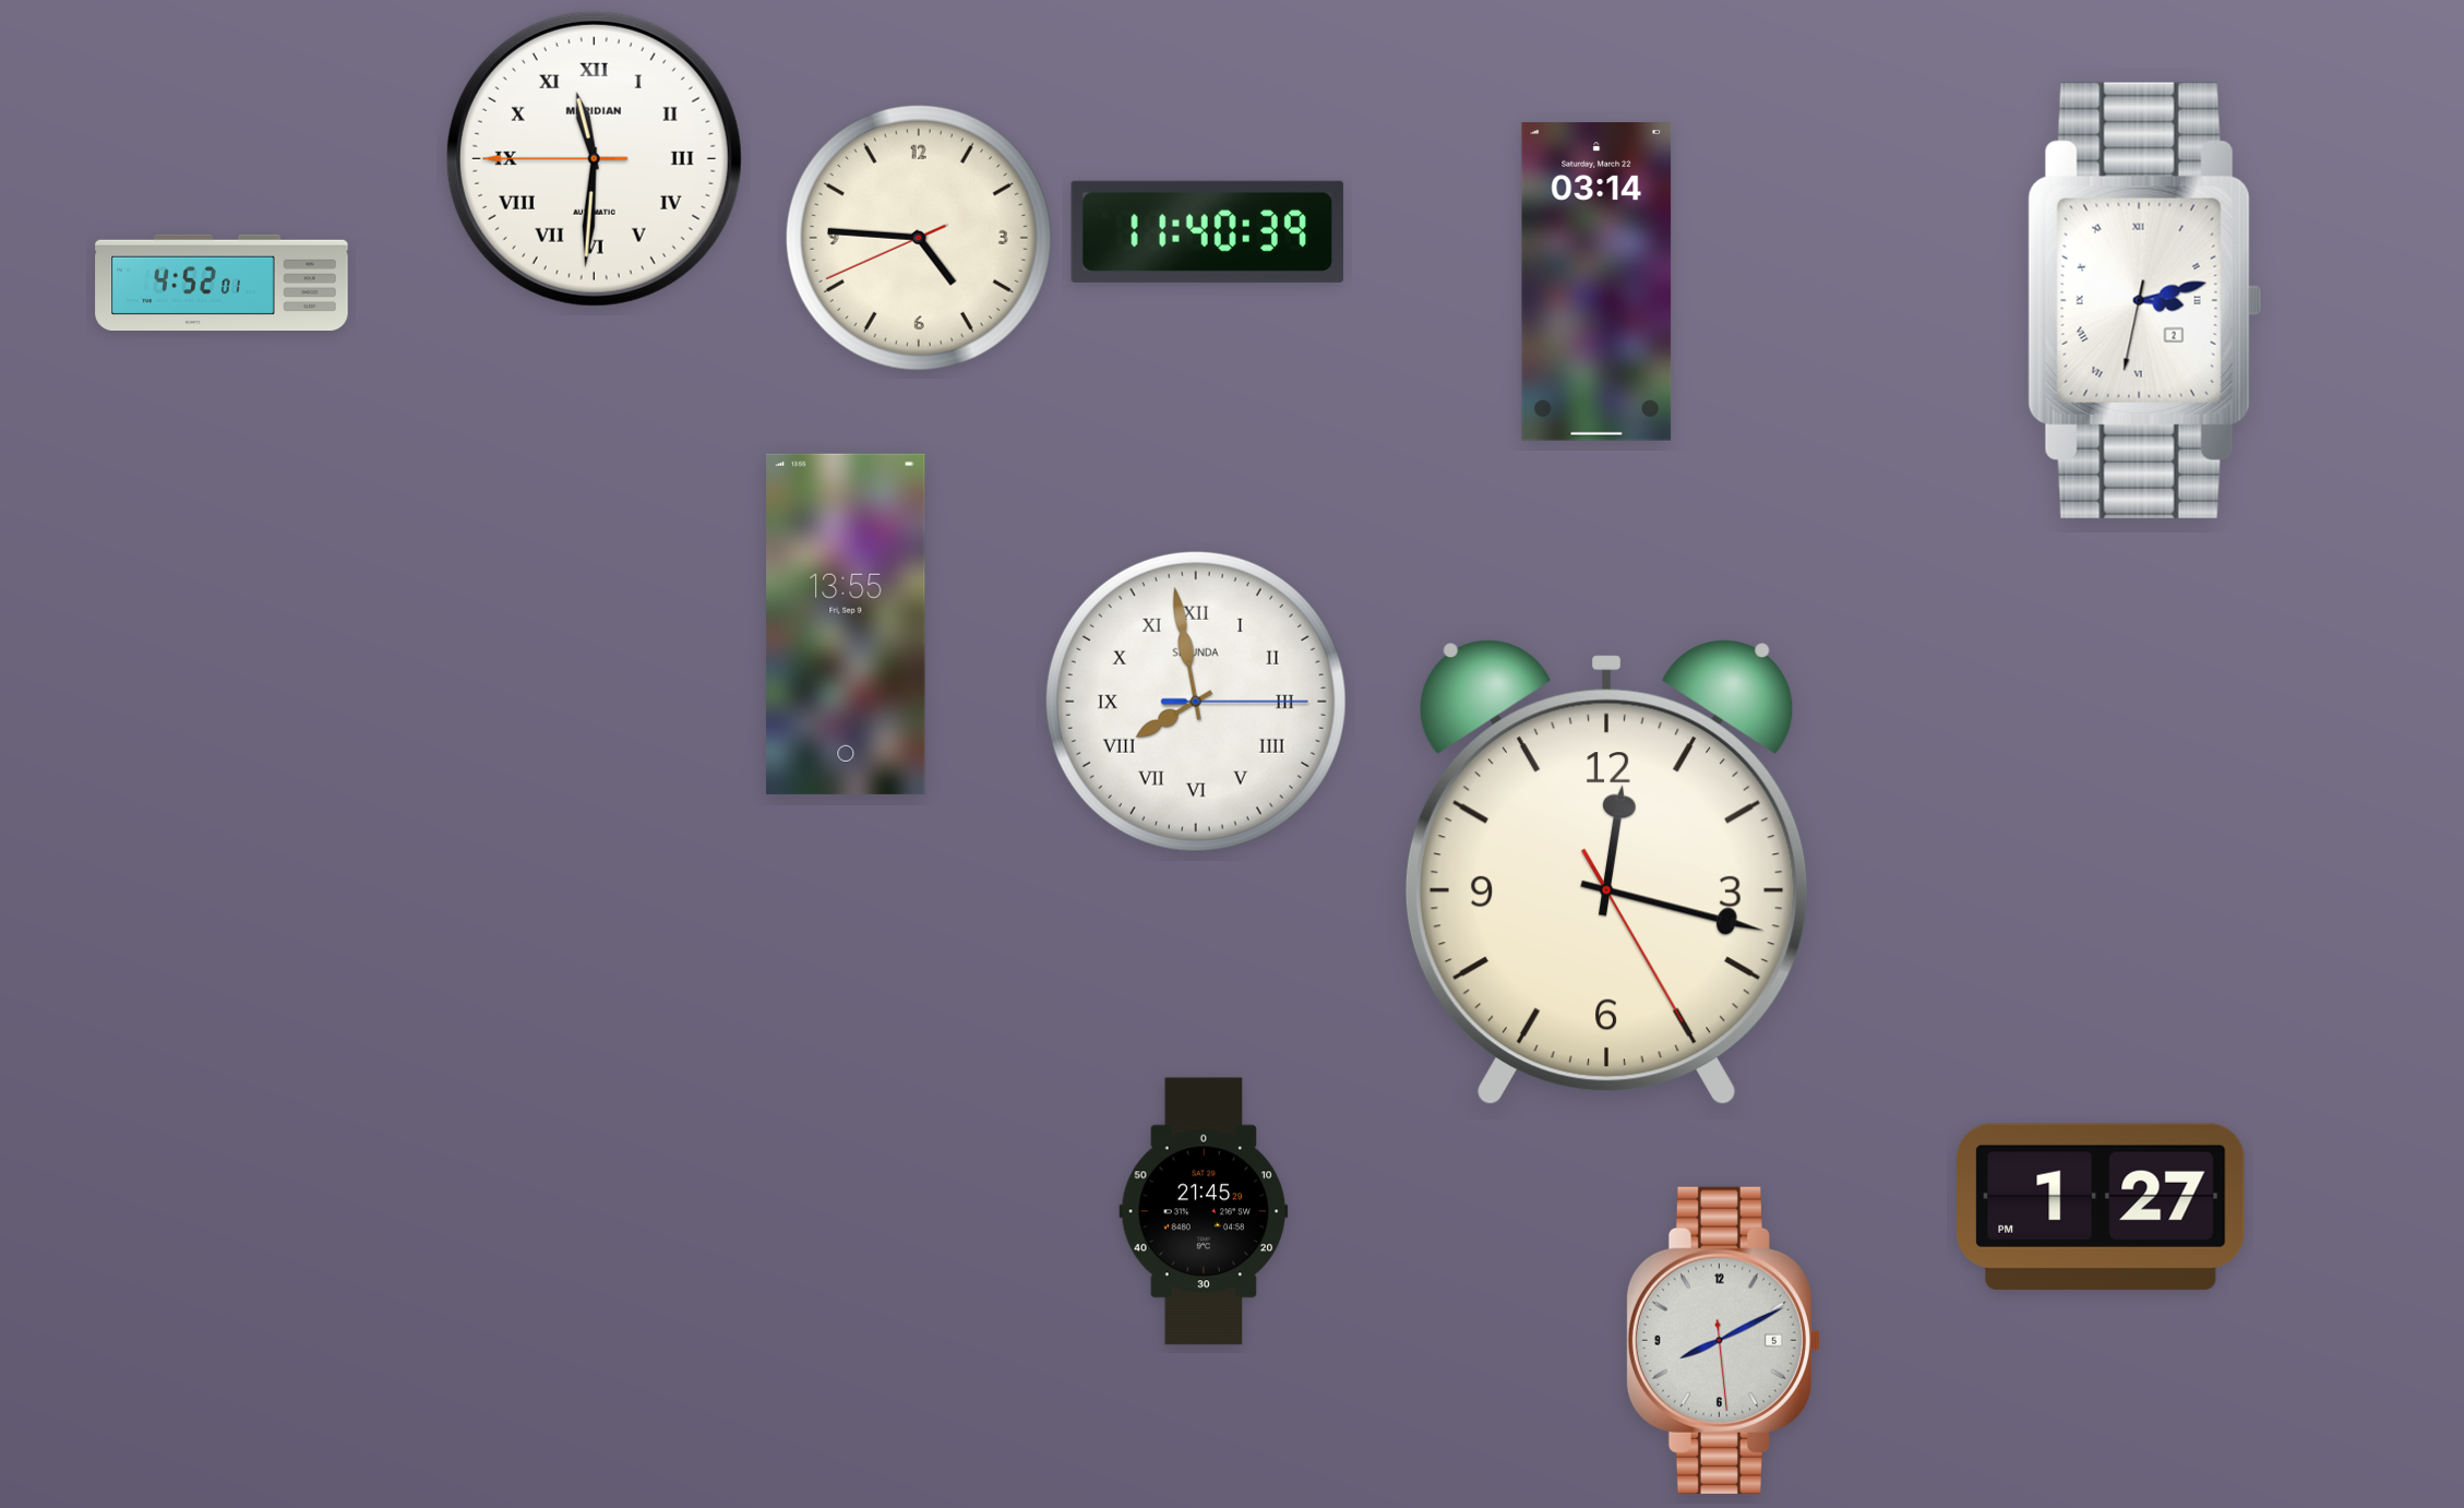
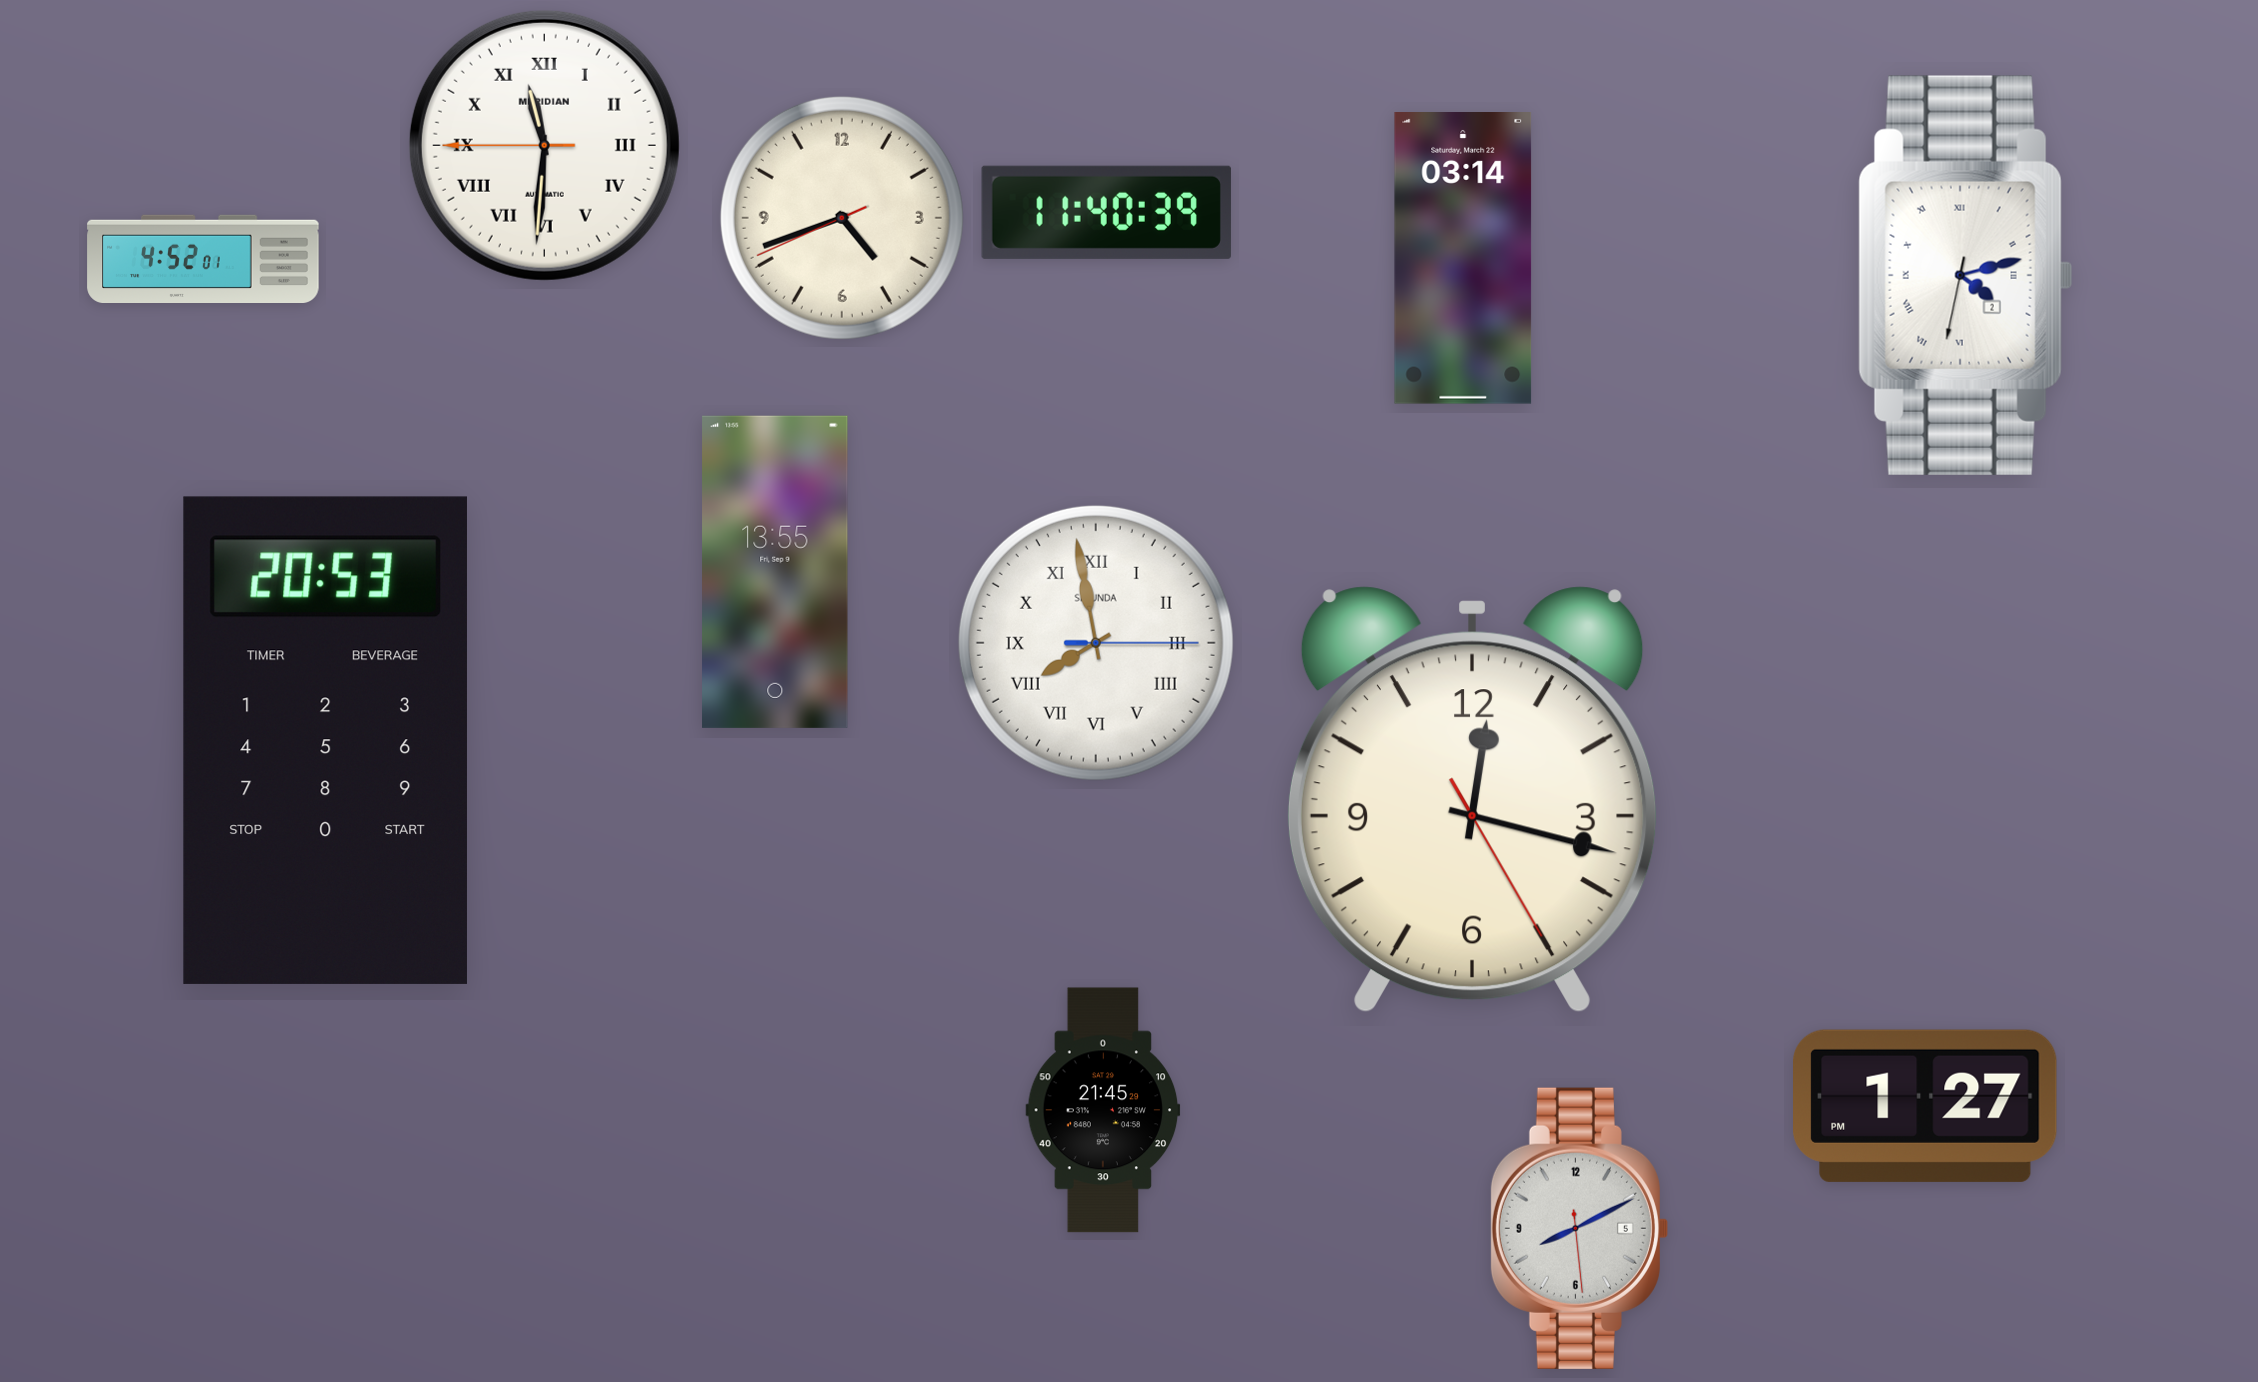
clock at (919, 238): 4:45 -> 4:41
clock at (2144, 300): 3:12 -> 4:12
clock at (325, 740): none -> 20:53
